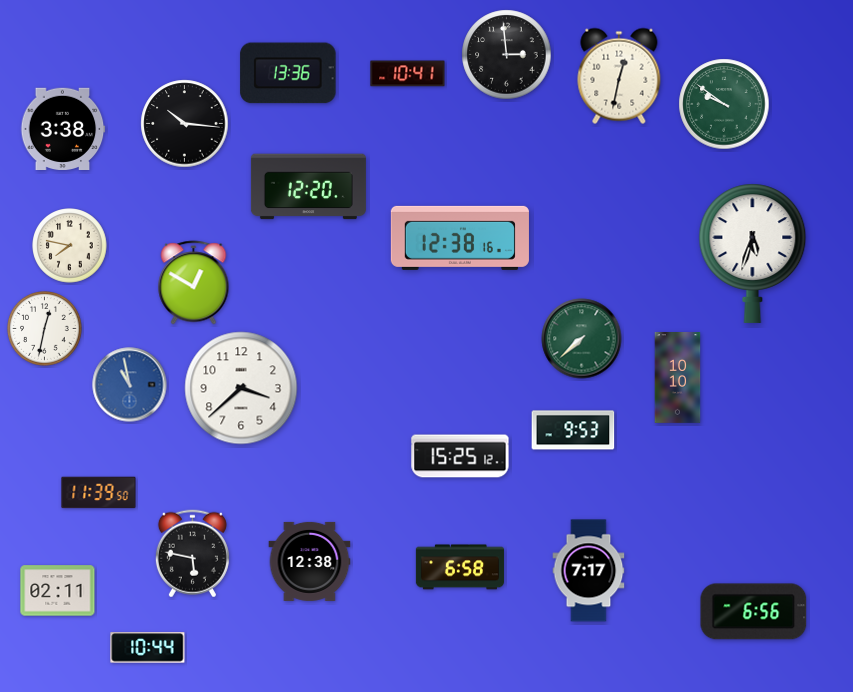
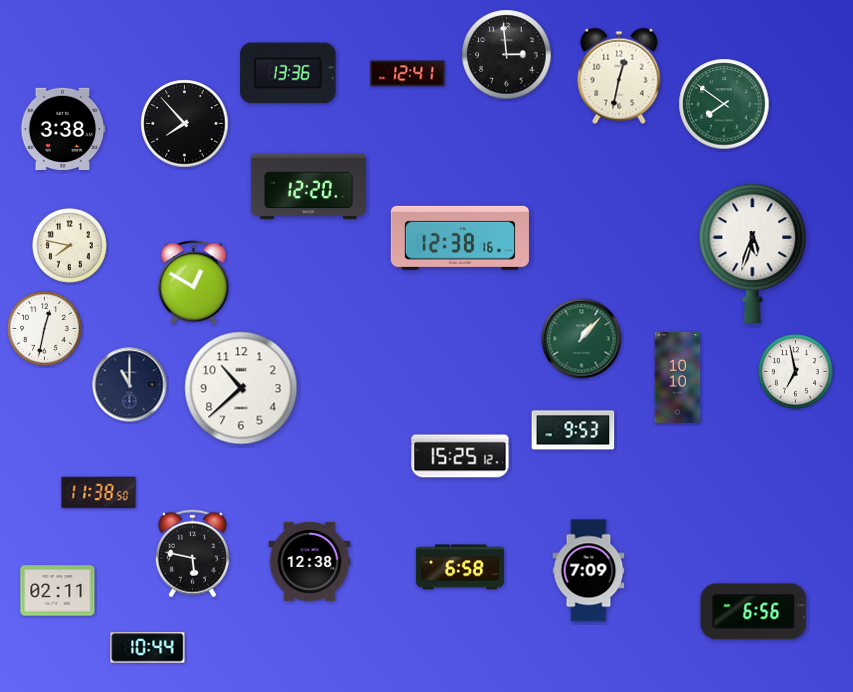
clock at (408, 74): 10:41 -> 12:41
clock at (724, 104): 9:51 -> 7:51
clock at (185, 124): 10:16 -> 7:53
clock at (582, 339): 7:38 -> 1:07
clock at (796, 372): none -> 6:58
clock at (130, 385): 10:58 -> 11:00
clock at (130, 385) dial: blue -> navy
clock at (241, 388): 3:38 -> 10:38
clock at (99, 493): 11:39 -> 11:38
clock at (589, 571): 7:17 -> 7:09
